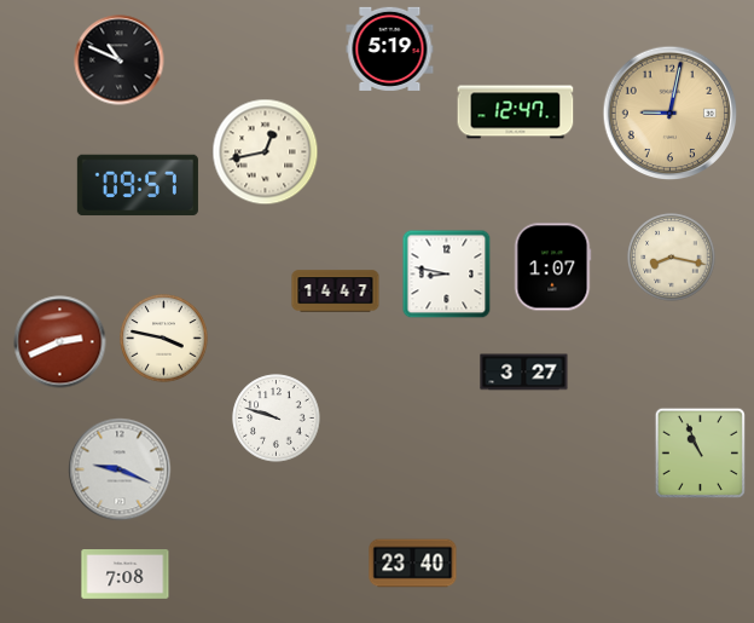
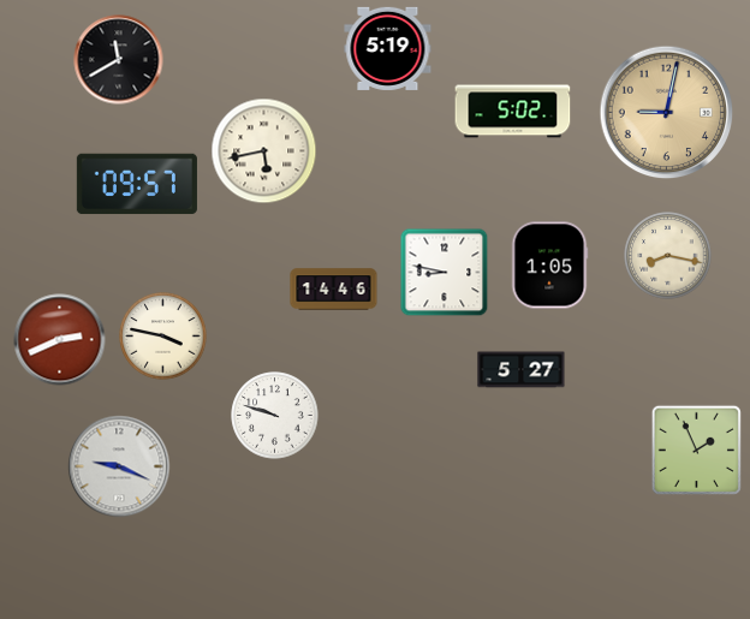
clock at (120, 60): 10:49 -> 11:40
clock at (516, 113): 12:47 -> 5:02
clock at (266, 152): 12:43 -> 5:43
clock at (552, 267): 1:07 -> 1:05
clock at (336, 292): 14:47 -> 14:46
clock at (524, 373): 3:27 -> 5:27
clock at (700, 452): 10:56 -> 1:56
clock at (413, 564): 23:40 -> none
clock at (126, 575): 7:08 -> none
